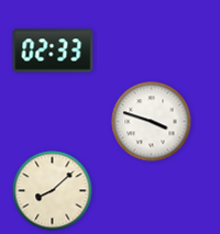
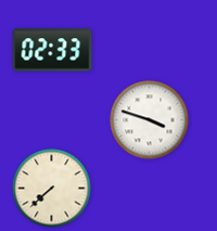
clock at (53, 191): 8:08 -> 7:38
